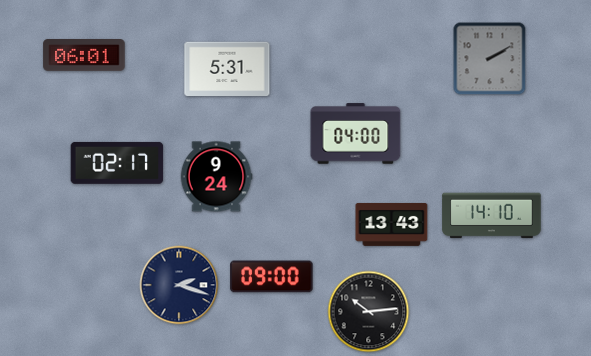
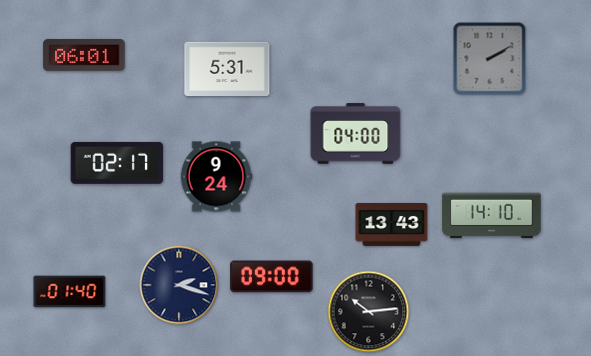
clock at (70, 292): none -> 01:40
